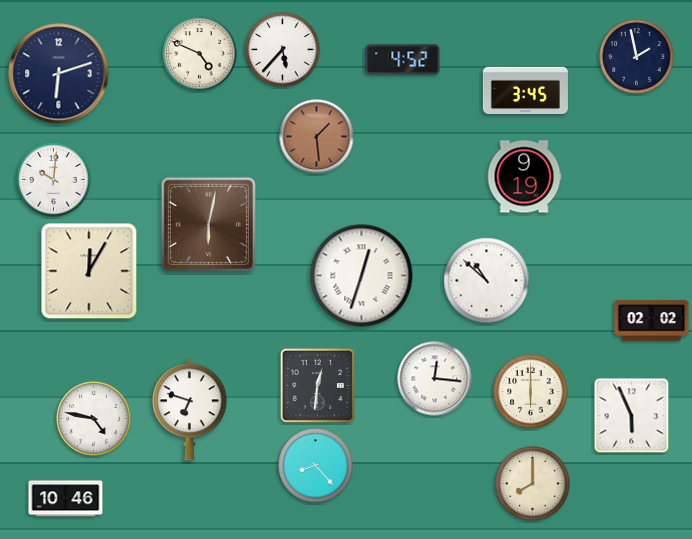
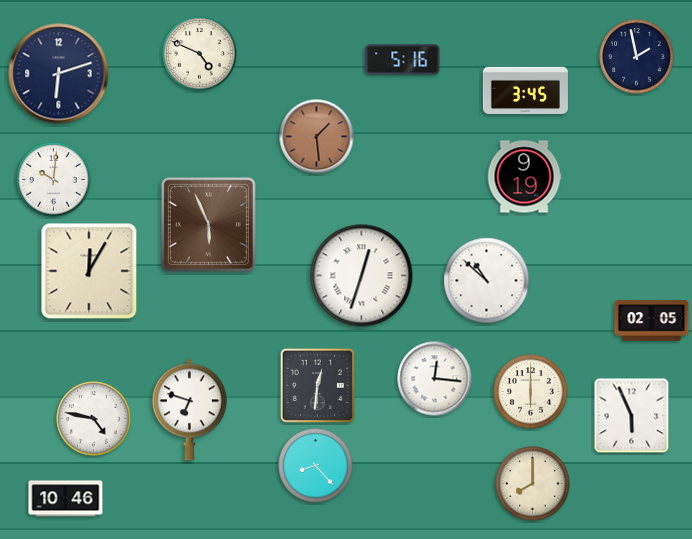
clock at (283, 50): 5:37 -> none
clock at (403, 60): 4:52 -> 5:16
clock at (208, 224): 6:02 -> 5:56
clock at (652, 321): 02:02 -> 02:05
